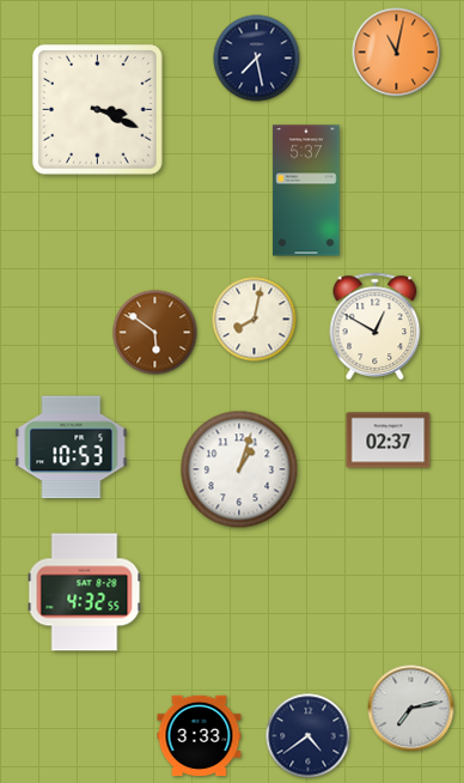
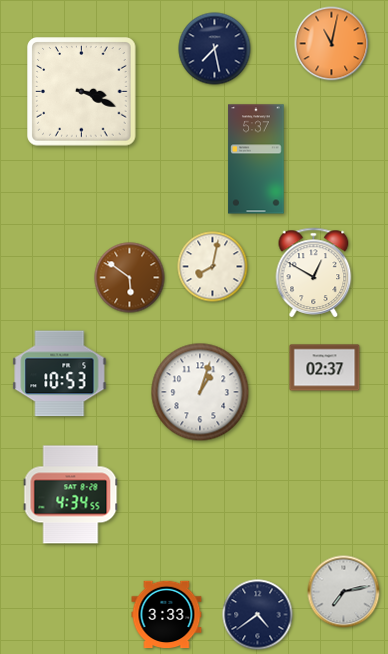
clock at (85, 593): 4:32 -> 4:34
